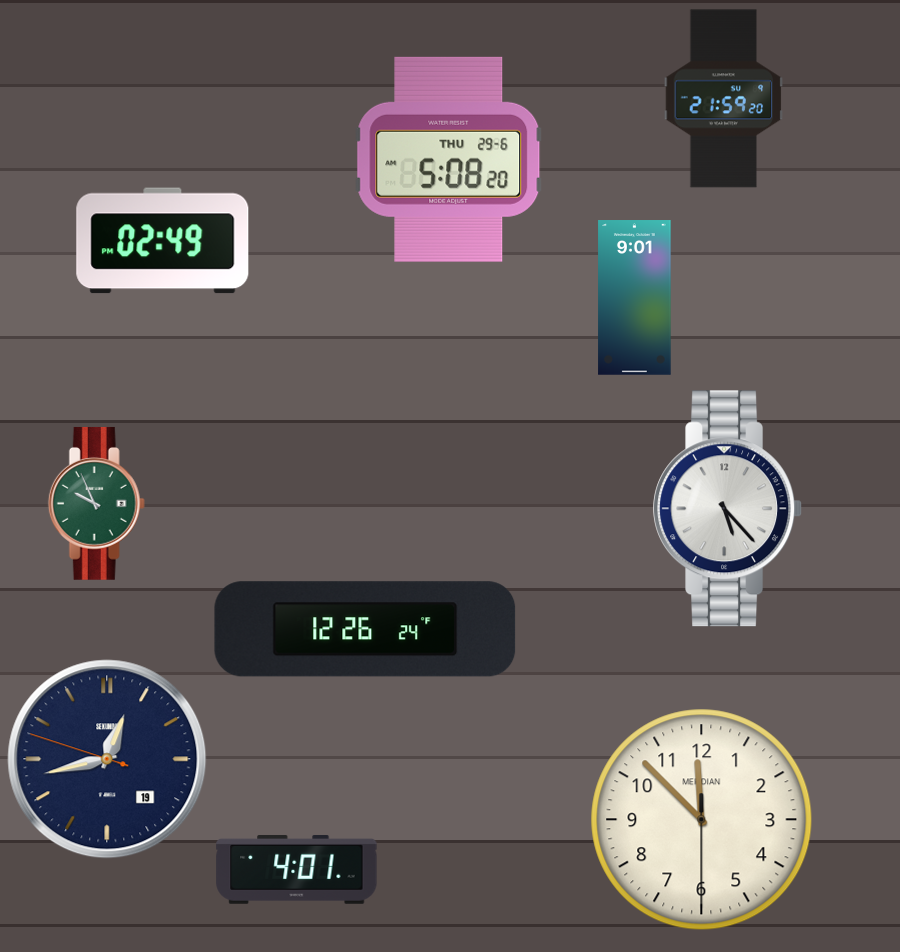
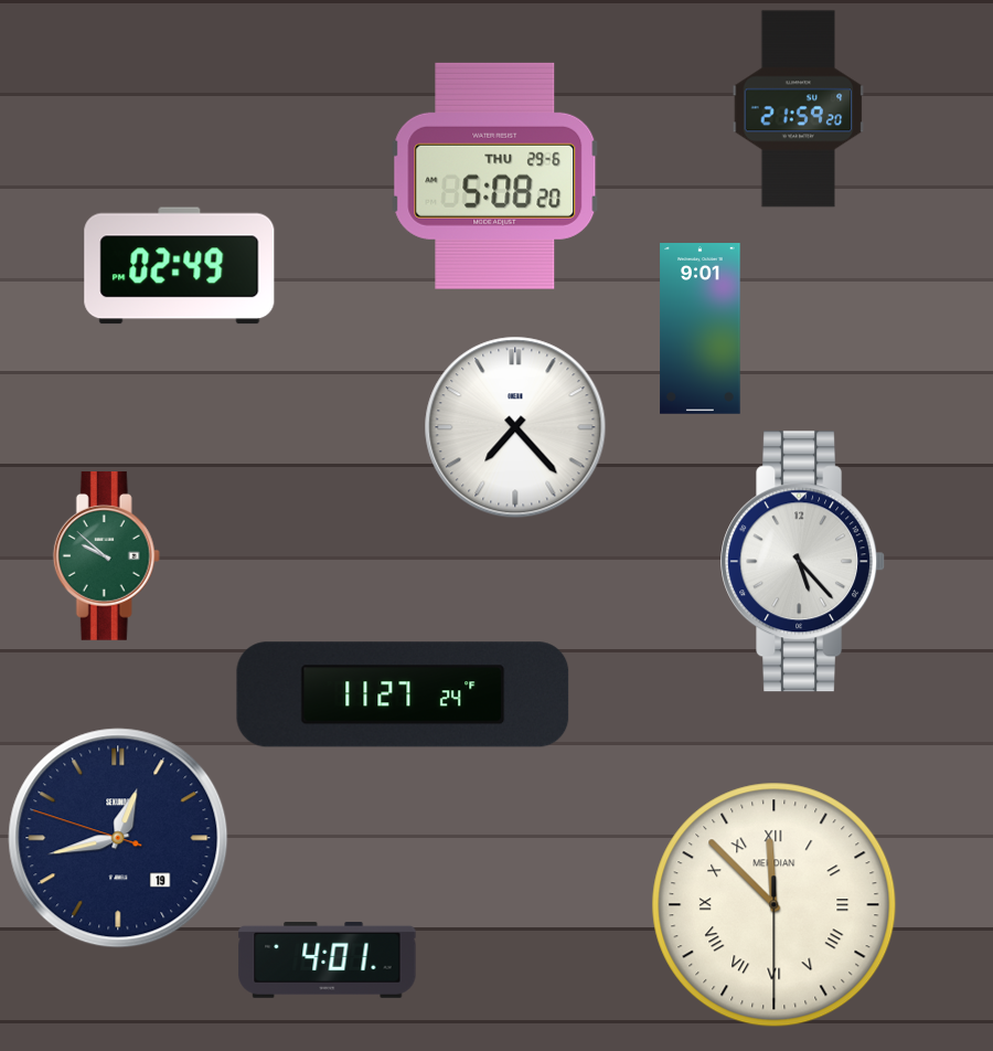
clock at (515, 427): none -> 7:23
clock at (96, 503): 9:56 -> 9:52
clock at (365, 629): 12:26 -> 11:27
clock at (702, 820) numerals: Arabic -> Roman
